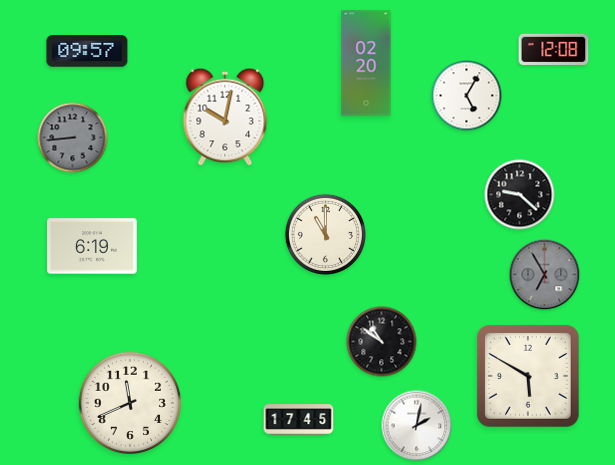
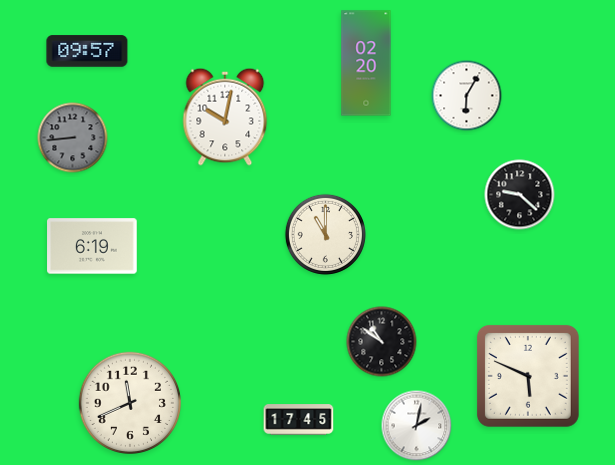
clock at (554, 49): 12:08 -> none
clock at (467, 96): 5:05 -> 6:05
clock at (545, 275): 6:55 -> none
clock at (528, 376): 5:50 -> 5:49
